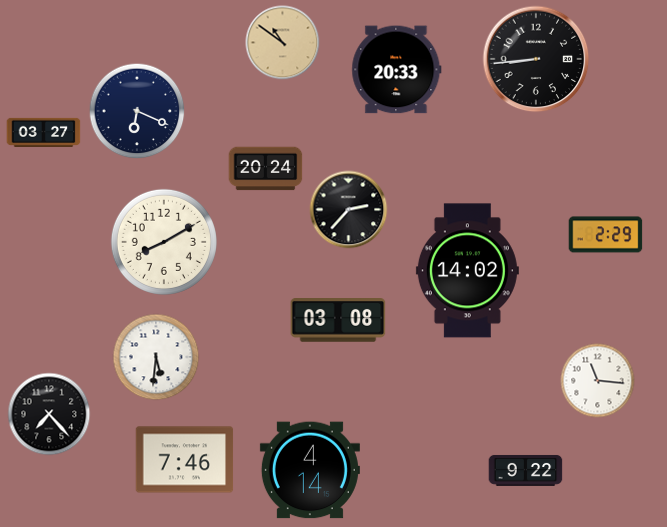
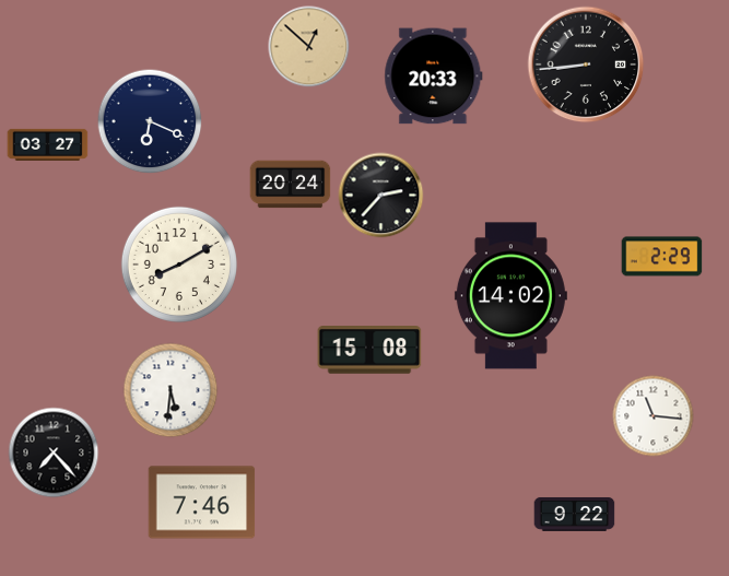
clock at (283, 43): 10:51 -> 12:52
clock at (349, 210) position: (349, 210) -> (381, 196)
clock at (338, 320): 03:08 -> 15:08
clock at (310, 470): 4:14 -> none
